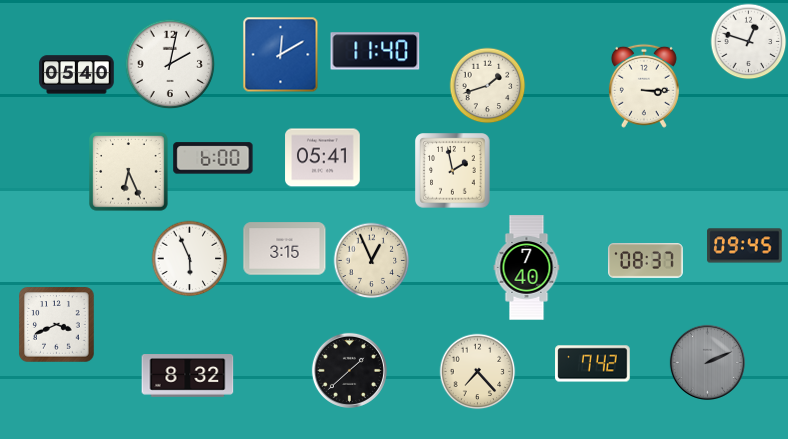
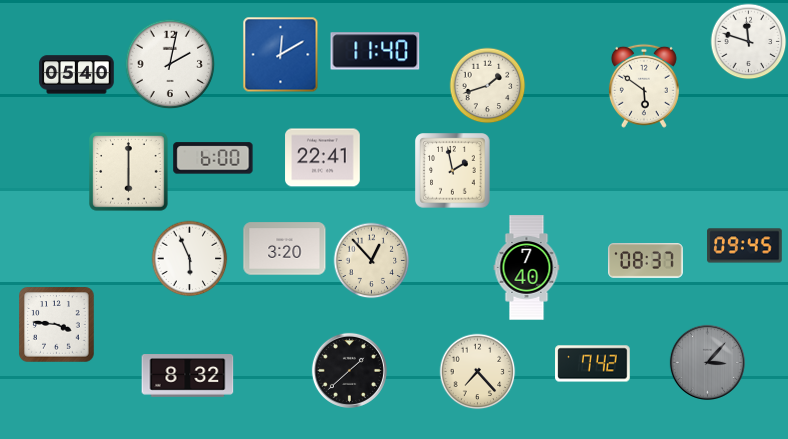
clock at (749, 42): 12:48 -> 11:48
clock at (644, 86): 3:15 -> 5:51
clock at (323, 158): 05:41 -> 22:41
clock at (129, 172): 6:26 -> 6:00
clock at (285, 249): 3:15 -> 3:20
clock at (372, 261): 12:56 -> 12:53
clock at (57, 325): 3:41 -> 3:46
clock at (707, 362): 2:11 -> 3:07
